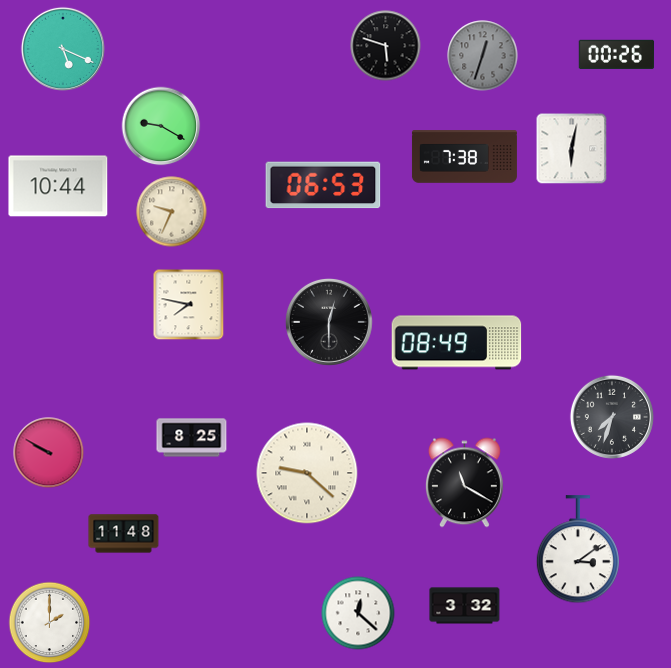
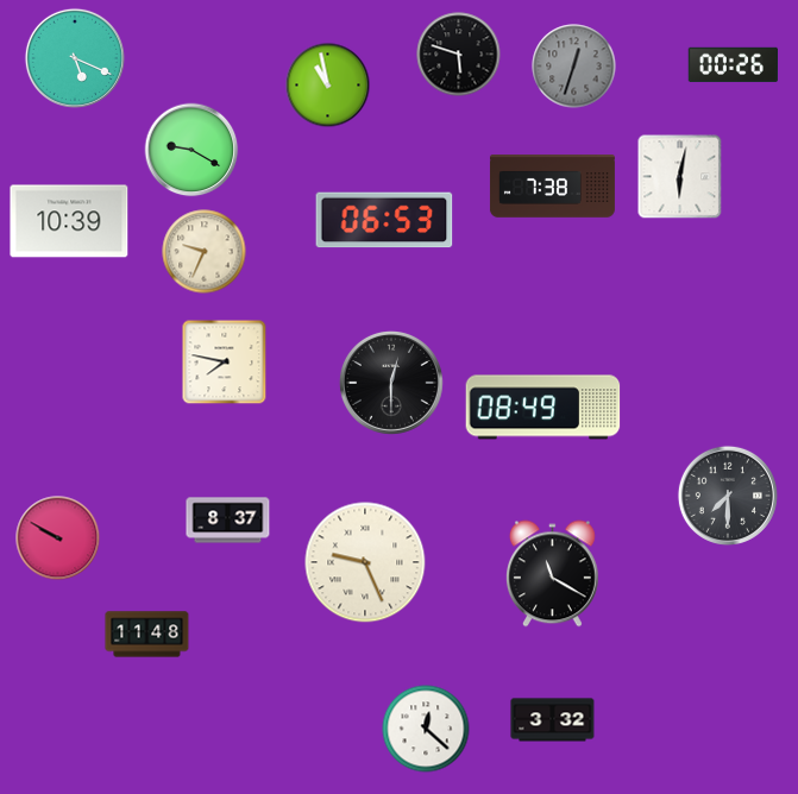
clock at (328, 86): none -> 10:58
clock at (58, 186): 10:44 -> 10:39
clock at (612, 417): 7:33 -> 7:30
clock at (192, 438): 8:25 -> 8:37
clock at (307, 473): 9:22 -> 9:26
clock at (578, 550): 3:09 -> none
clock at (50, 623): 2:00 -> none
